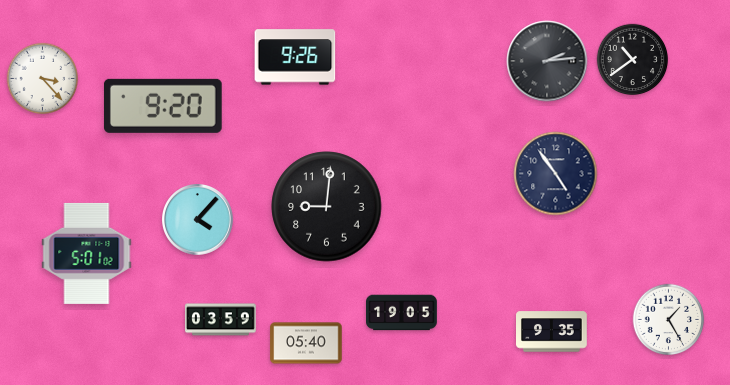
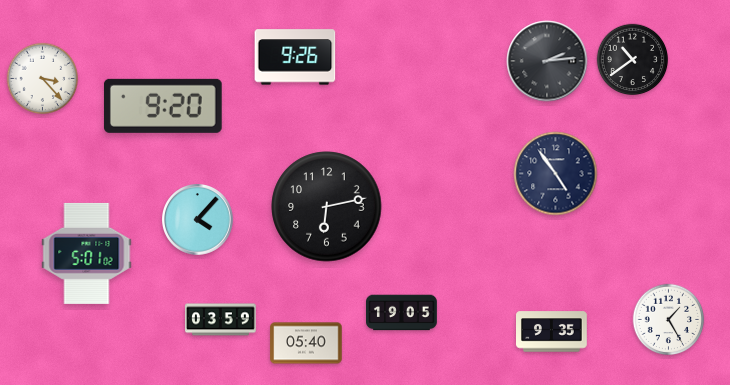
clock at (327, 207): 9:01 -> 6:13
